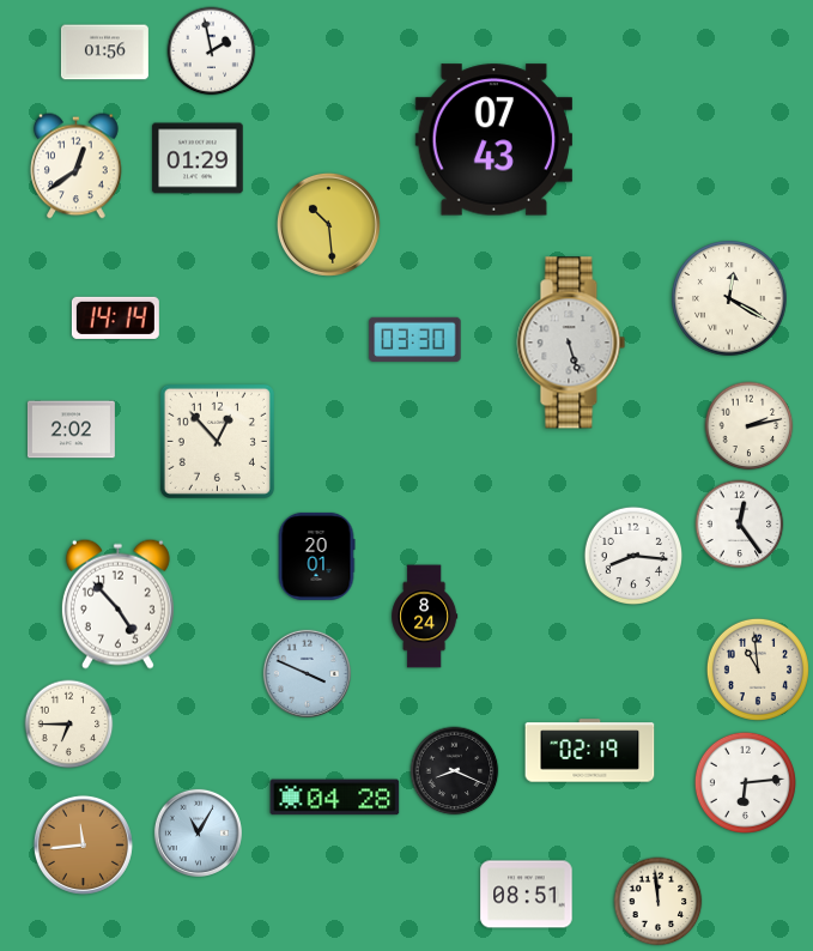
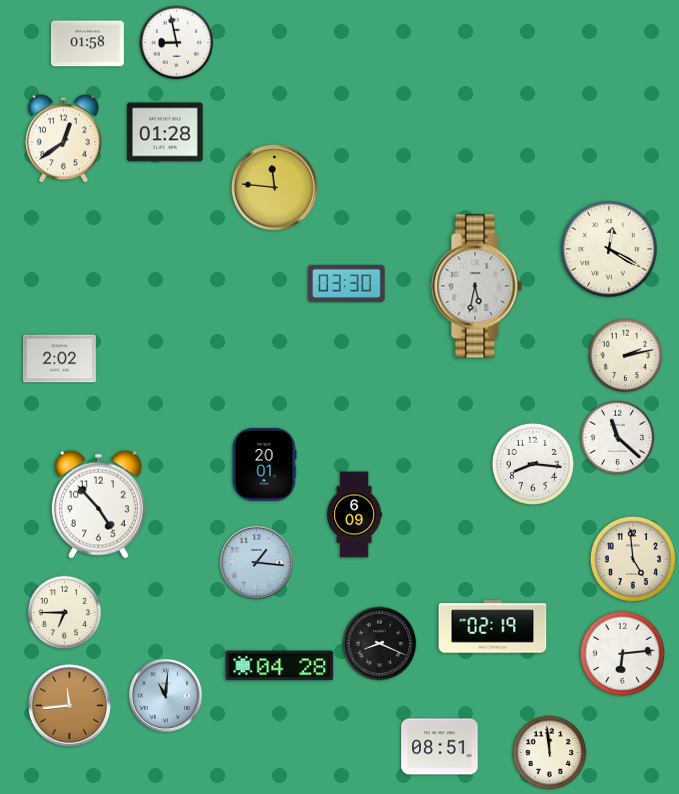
clock at (212, 52): 1:58 -> 8:58
clock at (104, 53): 01:56 -> 01:58
clock at (493, 140): 07:43 -> none
clock at (198, 158): 01:29 -> 01:28
clock at (328, 224): 10:29 -> 11:46
clock at (115, 317): 14:14 -> none
clock at (571, 343): 5:27 -> 5:32
clock at (217, 441): 12:53 -> none
clock at (740, 525): 12:24 -> 11:22
clock at (632, 555) position: (632, 555) -> (532, 463)
clock at (425, 617): 8:24 -> 6:09
clock at (758, 670): 10:59 -> 4:59
clock at (307, 673): 3:49 -> 1:16
clock at (69, 725) position: (69, 725) -> (65, 613)
clock at (198, 832): 11:05 -> 11:01
